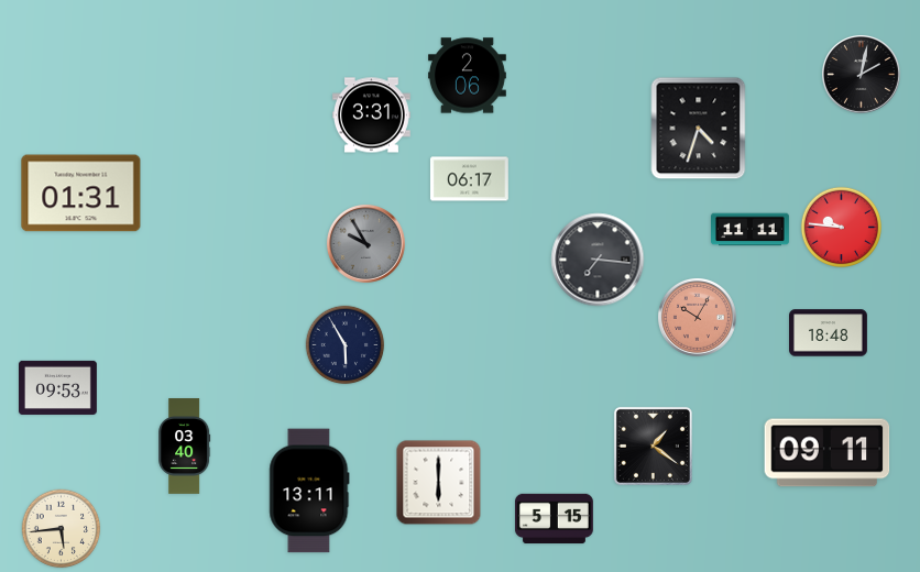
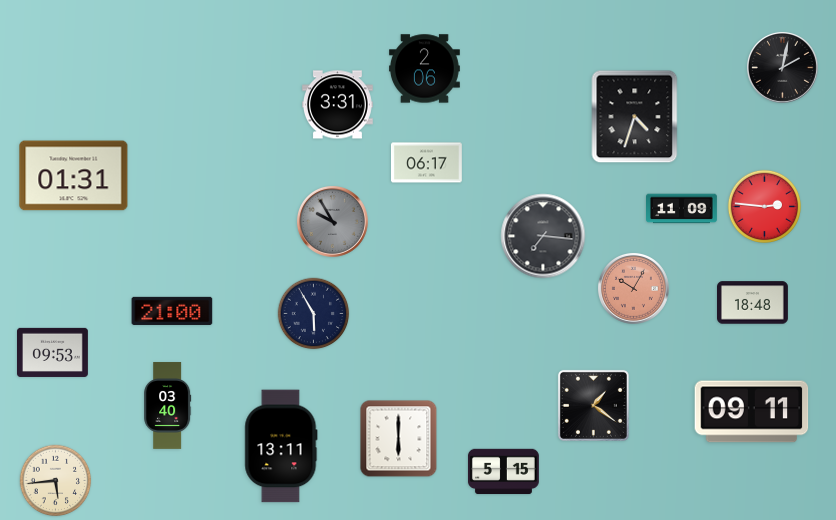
clock at (841, 227): 9:46 -> 2:46
clock at (751, 230): 11:11 -> 11:09
clock at (172, 311): none -> 21:00
